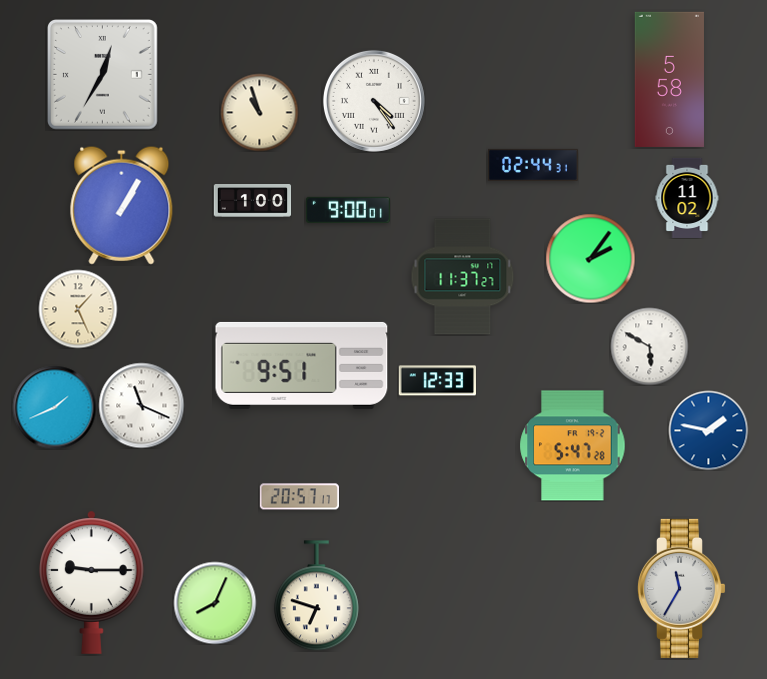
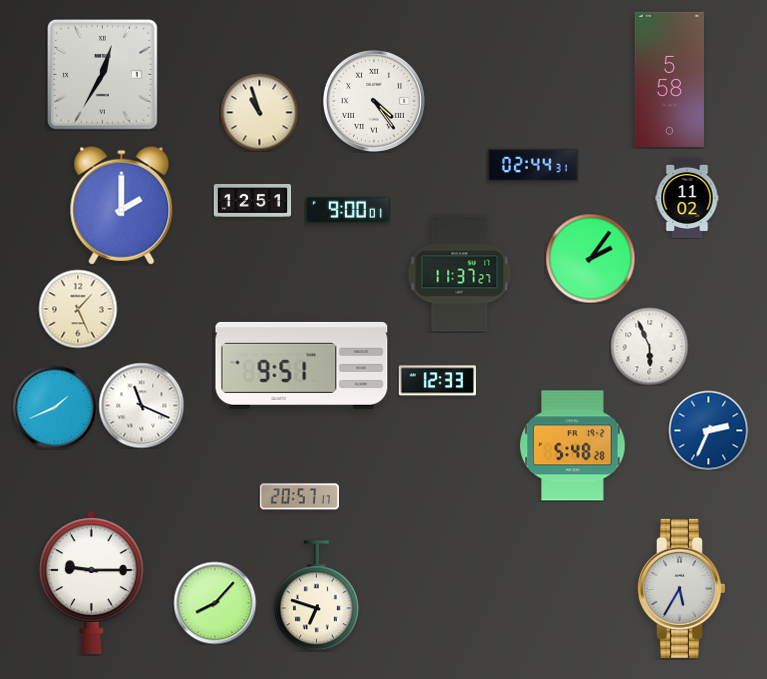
clock at (252, 201): 1:00 -> 12:51
clock at (122, 205): 1:05 -> 2:00
clock at (463, 277) position: (463, 277) -> (460, 274)
clock at (649, 346): 5:50 -> 5:56
clock at (708, 430): 1:47 -> 2:34
clock at (573, 446): 5:47 -> 5:48
clock at (681, 588): 11:35 -> 5:35
clock at (215, 603): 8:04 -> 8:07
